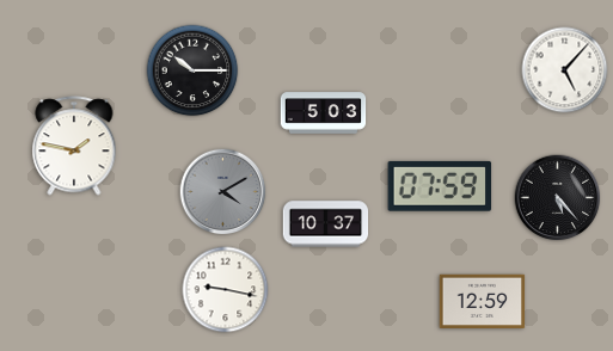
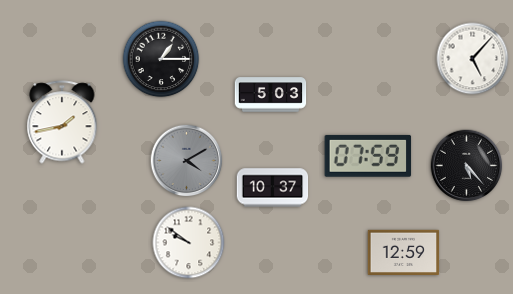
clock at (192, 70): 10:15 -> 1:15
clock at (74, 146): 1:47 -> 1:43
clock at (226, 290): 9:17 -> 9:51
